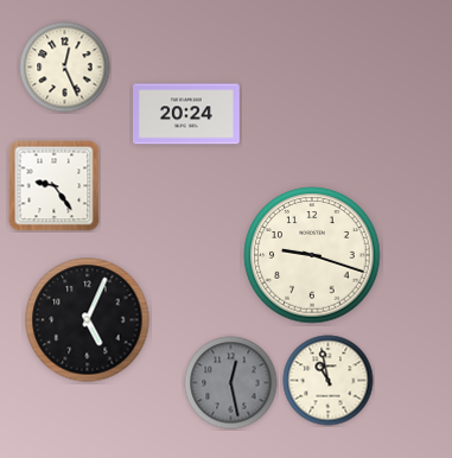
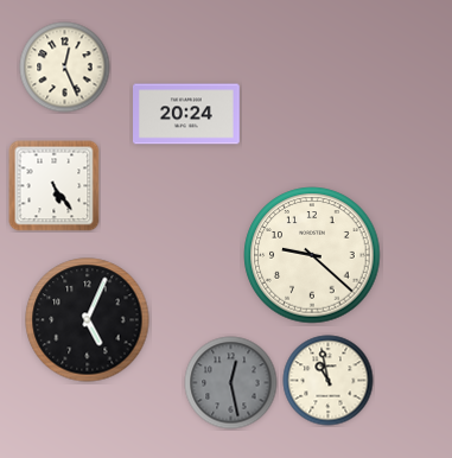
clock at (55, 186): 9:24 -> 5:24
clock at (312, 255): 9:18 -> 9:22
